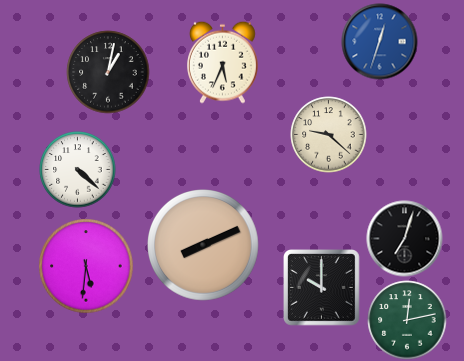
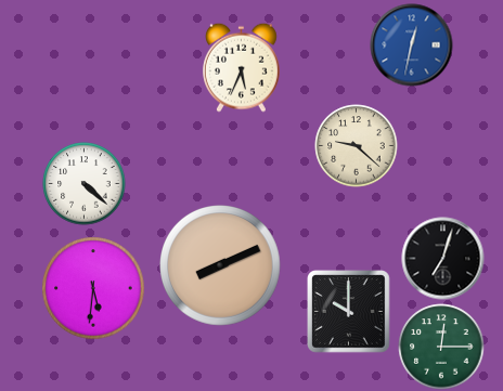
clock at (380, 42): 12:33 -> 12:32
clock at (108, 72): 1:02 -> none
clock at (405, 239) position: (405, 239) -> (443, 259)
clock at (407, 320): 12:13 -> 12:15
